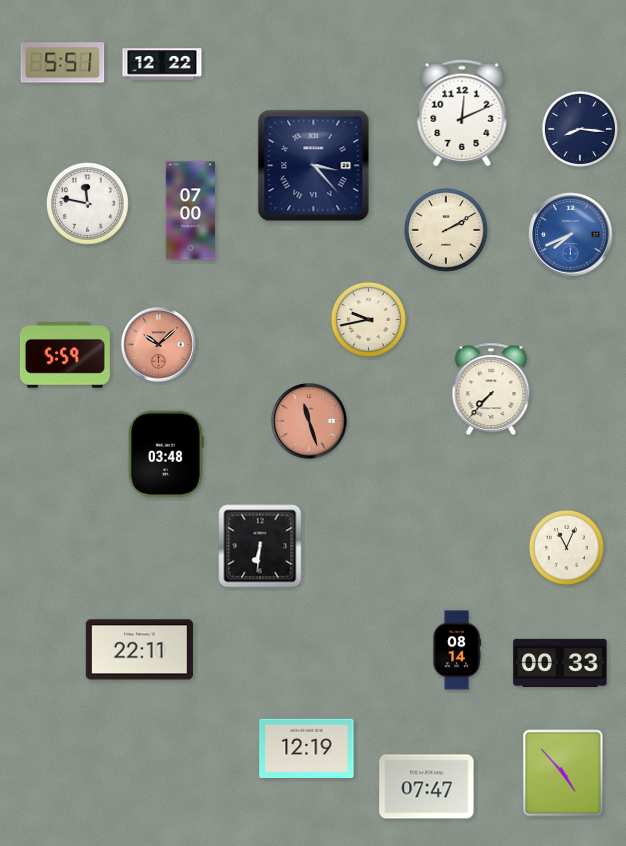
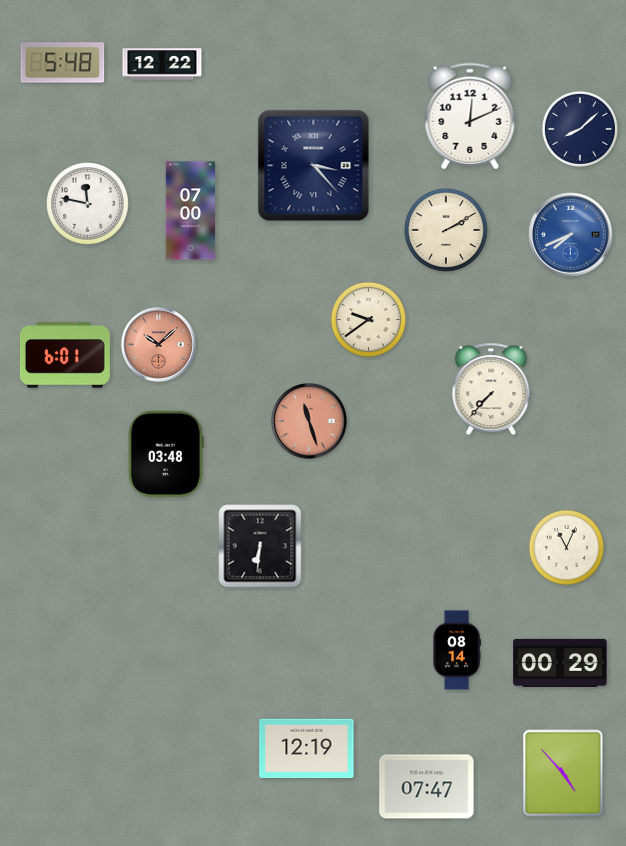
clock at (63, 63): 5:51 -> 5:48
clock at (462, 113) position: (462, 113) -> (470, 116)
clock at (580, 129): 8:16 -> 8:08
clock at (368, 319): 9:43 -> 9:39
clock at (65, 355): 5:59 -> 6:01
clock at (139, 650): 22:11 -> none
clock at (560, 663): 00:33 -> 00:29
